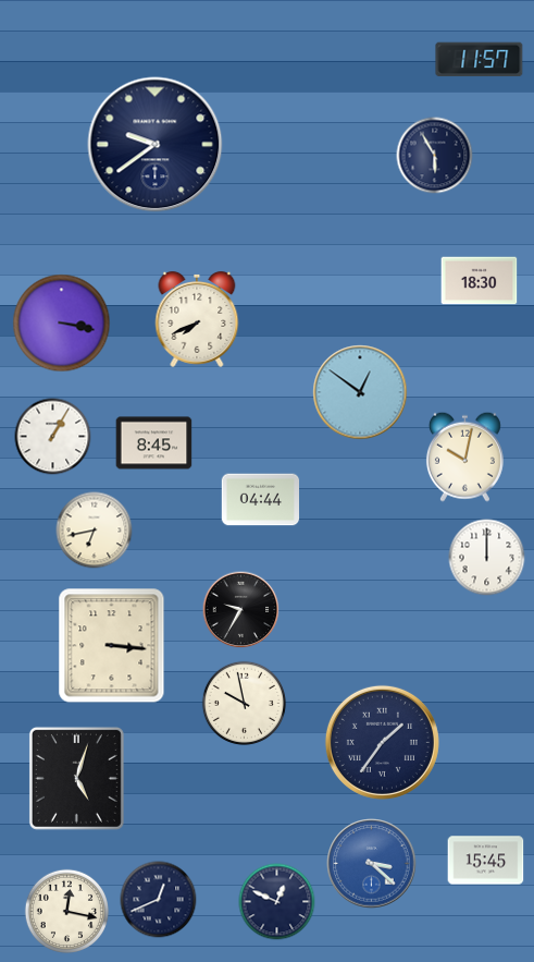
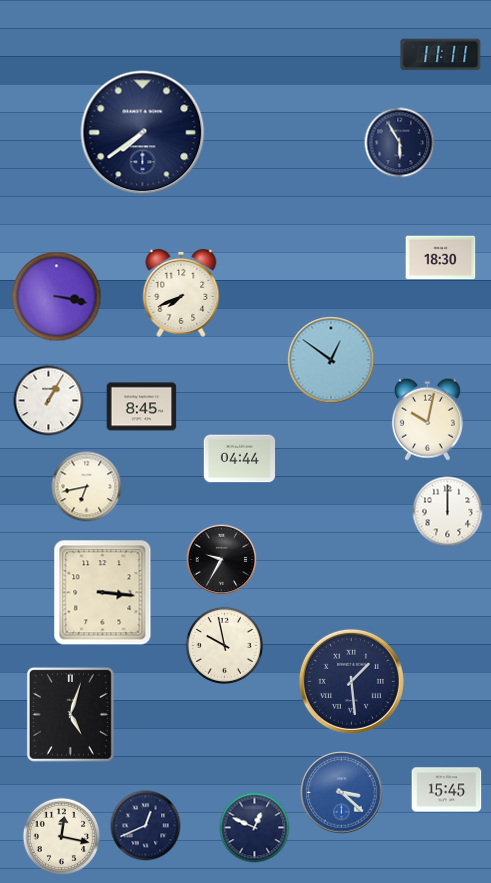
clock at (480, 60): 11:57 -> 11:11
clock at (156, 145): 9:39 -> 7:39
clock at (382, 742): 1:36 -> 1:29
